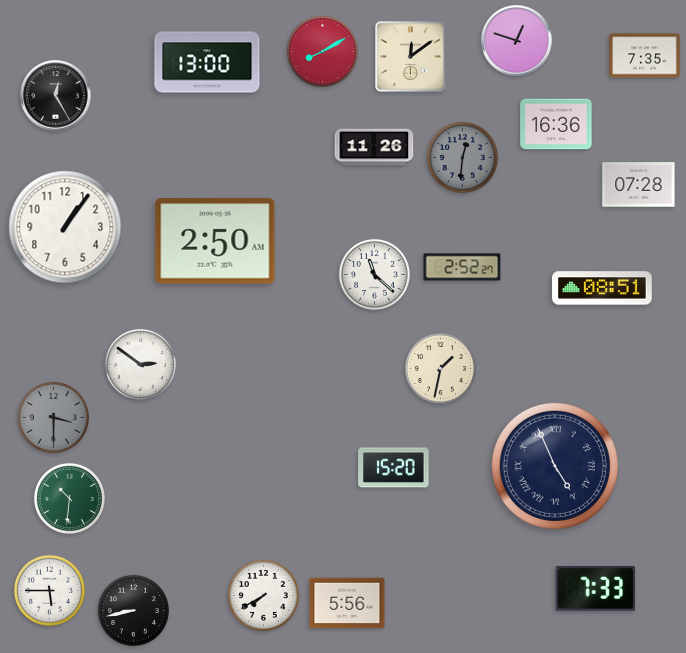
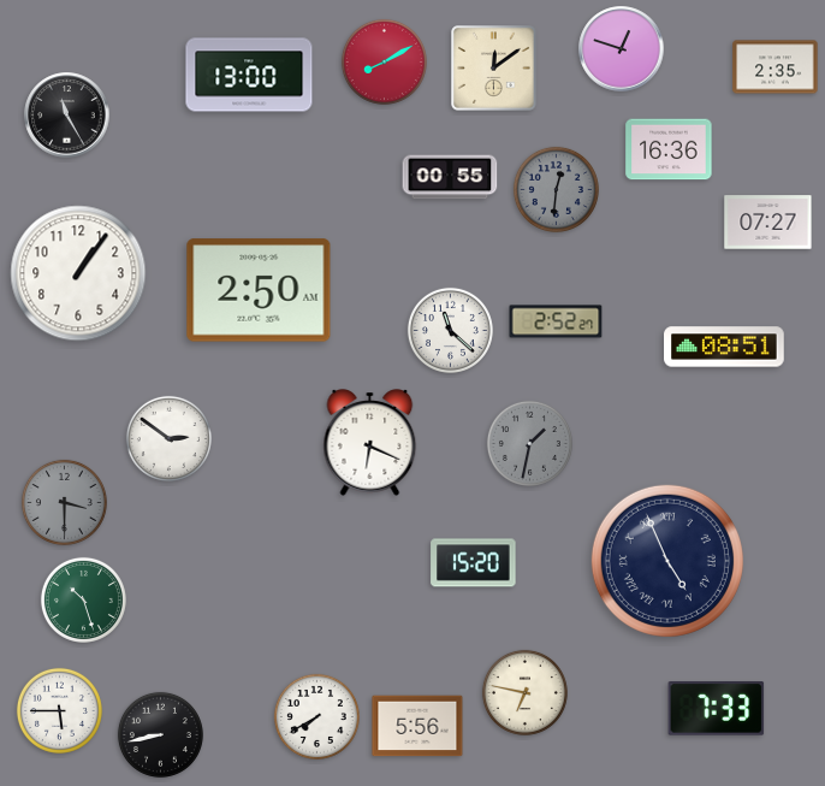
clock at (322, 51) position: (322, 51) -> (384, 61)
clock at (645, 56): 7:35 -> 2:35
clock at (56, 96): 12:25 -> 11:25
clock at (374, 147): 11:26 -> 00:55
clock at (639, 185): 07:28 -> 07:27
clock at (370, 443): none -> 6:19
clock at (440, 368) dial: cream -> grey
clock at (69, 498): 10:31 -> 10:27
clock at (524, 692): none -> 6:47
